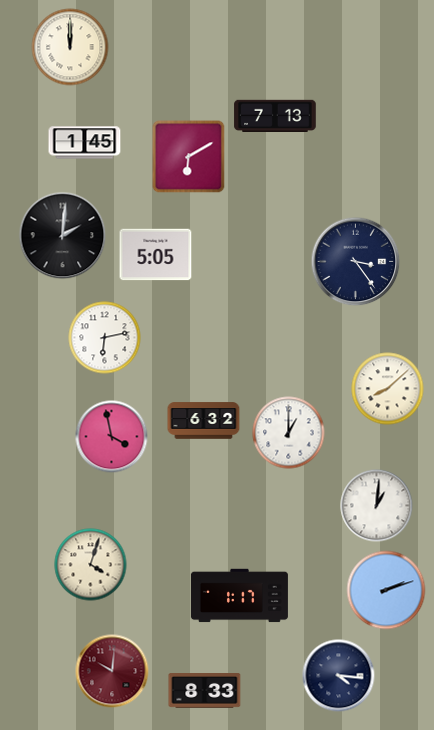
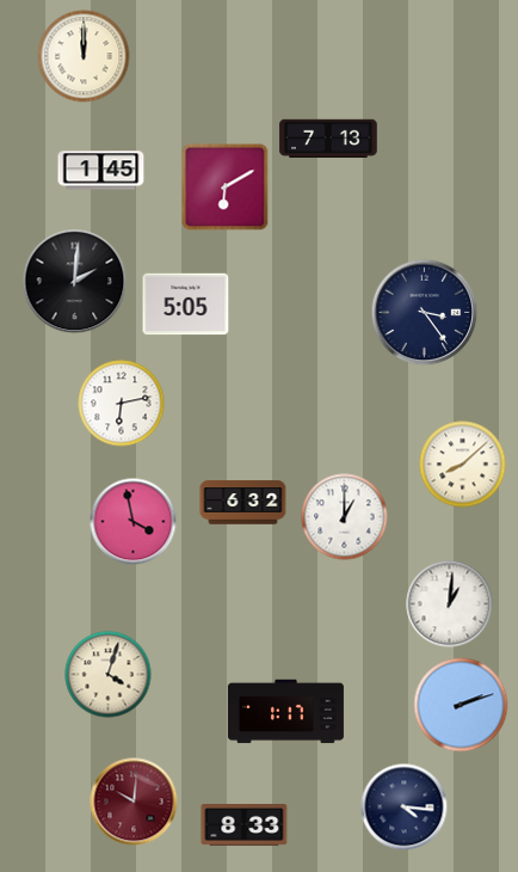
clock at (105, 338) position: (105, 338) -> (122, 404)
